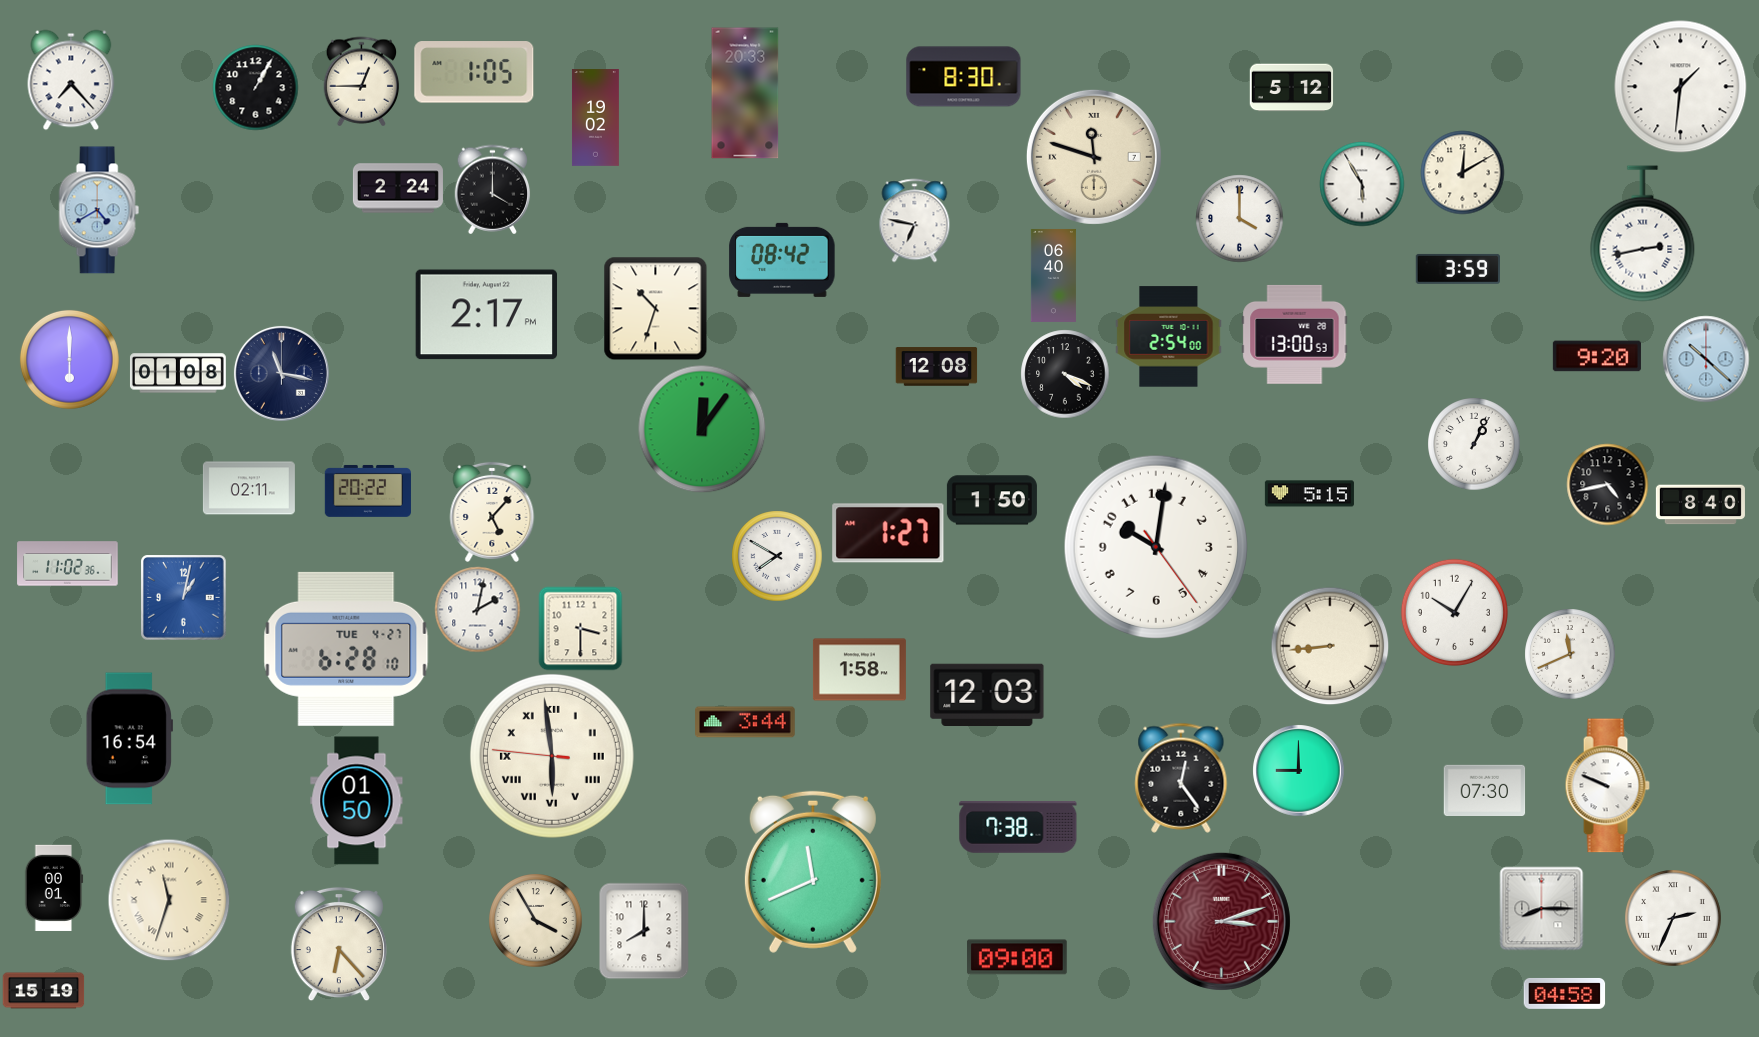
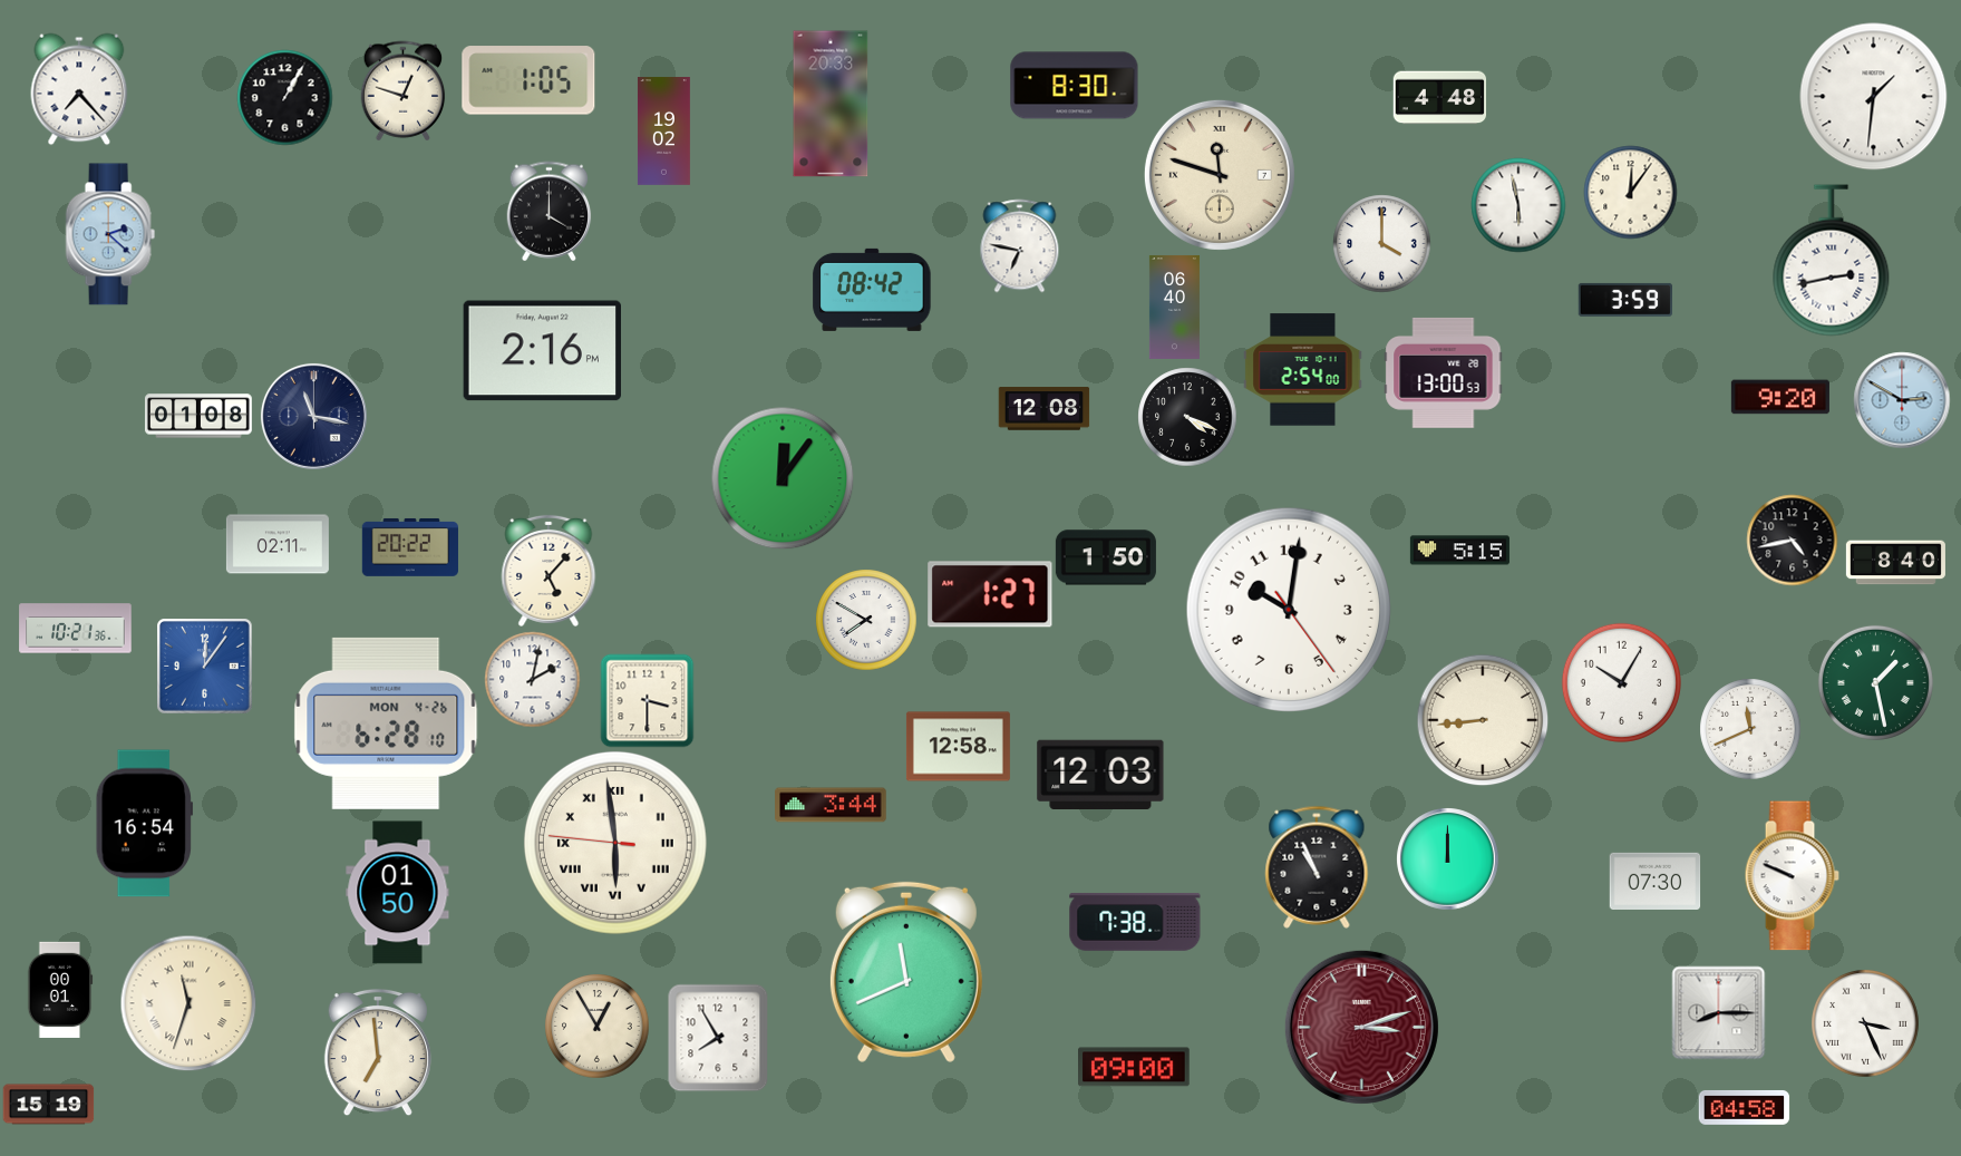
clock at (362, 81): 12:45 -> 12:48
clock at (1291, 88): 5:12 -> 4:48
clock at (1462, 172): 12:10 -> 12:06
clock at (1362, 184): 5:55 -> 5:58
clock at (398, 188): 2:24 -> none
clock at (99, 210): 4:40 -> 2:22
clock at (655, 308): 10:33 -> none
clock at (486, 315): 2:17 -> 2:16
clock at (1169, 337) position: (1169, 337) -> (1303, 370)
clock at (69, 359): 6:00 -> none
clock at (1706, 359): 10:22 -> 2:50
clock at (1474, 444): 1:04 -> none
clock at (68, 564): 11:02 -> 10:21
clock at (183, 597): 1:02 -> 12:06
clock at (1875, 682): none -> 1:28
clock at (346, 649) date: TUE 4-27 -> MON 4-26
clock at (859, 670): 1:58 -> 12:58
clock at (1298, 770): 9:00 -> 12:00
clock at (1181, 778): 12:24 -> 10:56
clock at (1673, 918): 2:34 -> 3:26
clock at (535, 920): 3:55 -> 12:55
clock at (644, 931): 8:00 -> 7:55
clock at (339, 944): 6:23 -> 6:59
